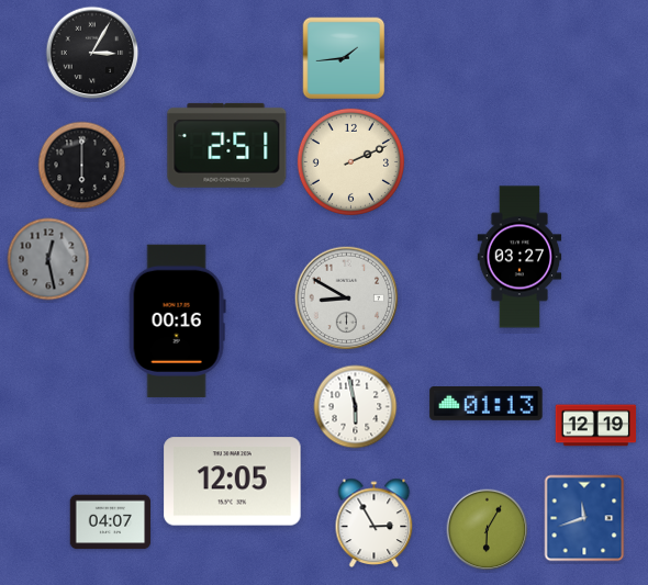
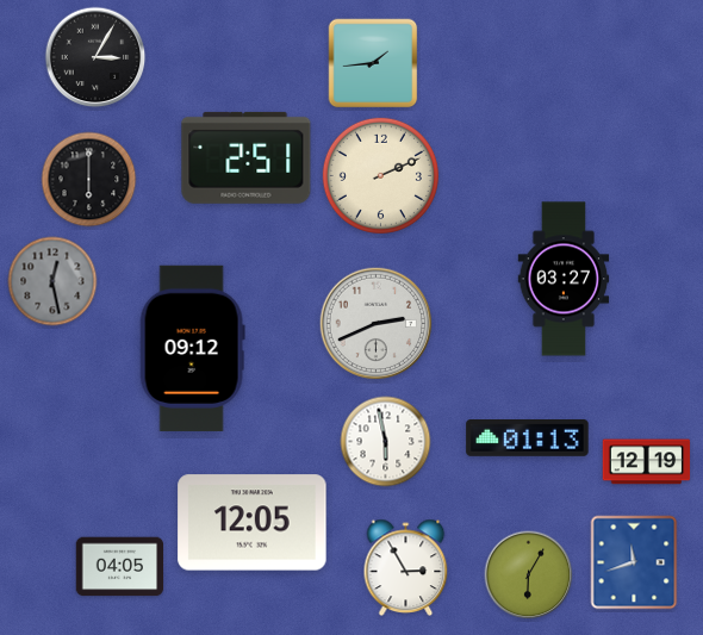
clock at (92, 53) position: (92, 53) -> (95, 57)
clock at (347, 299): 8:50 -> 2:41
clock at (177, 320): 00:16 -> 09:12
clock at (111, 522): 04:07 -> 04:05
